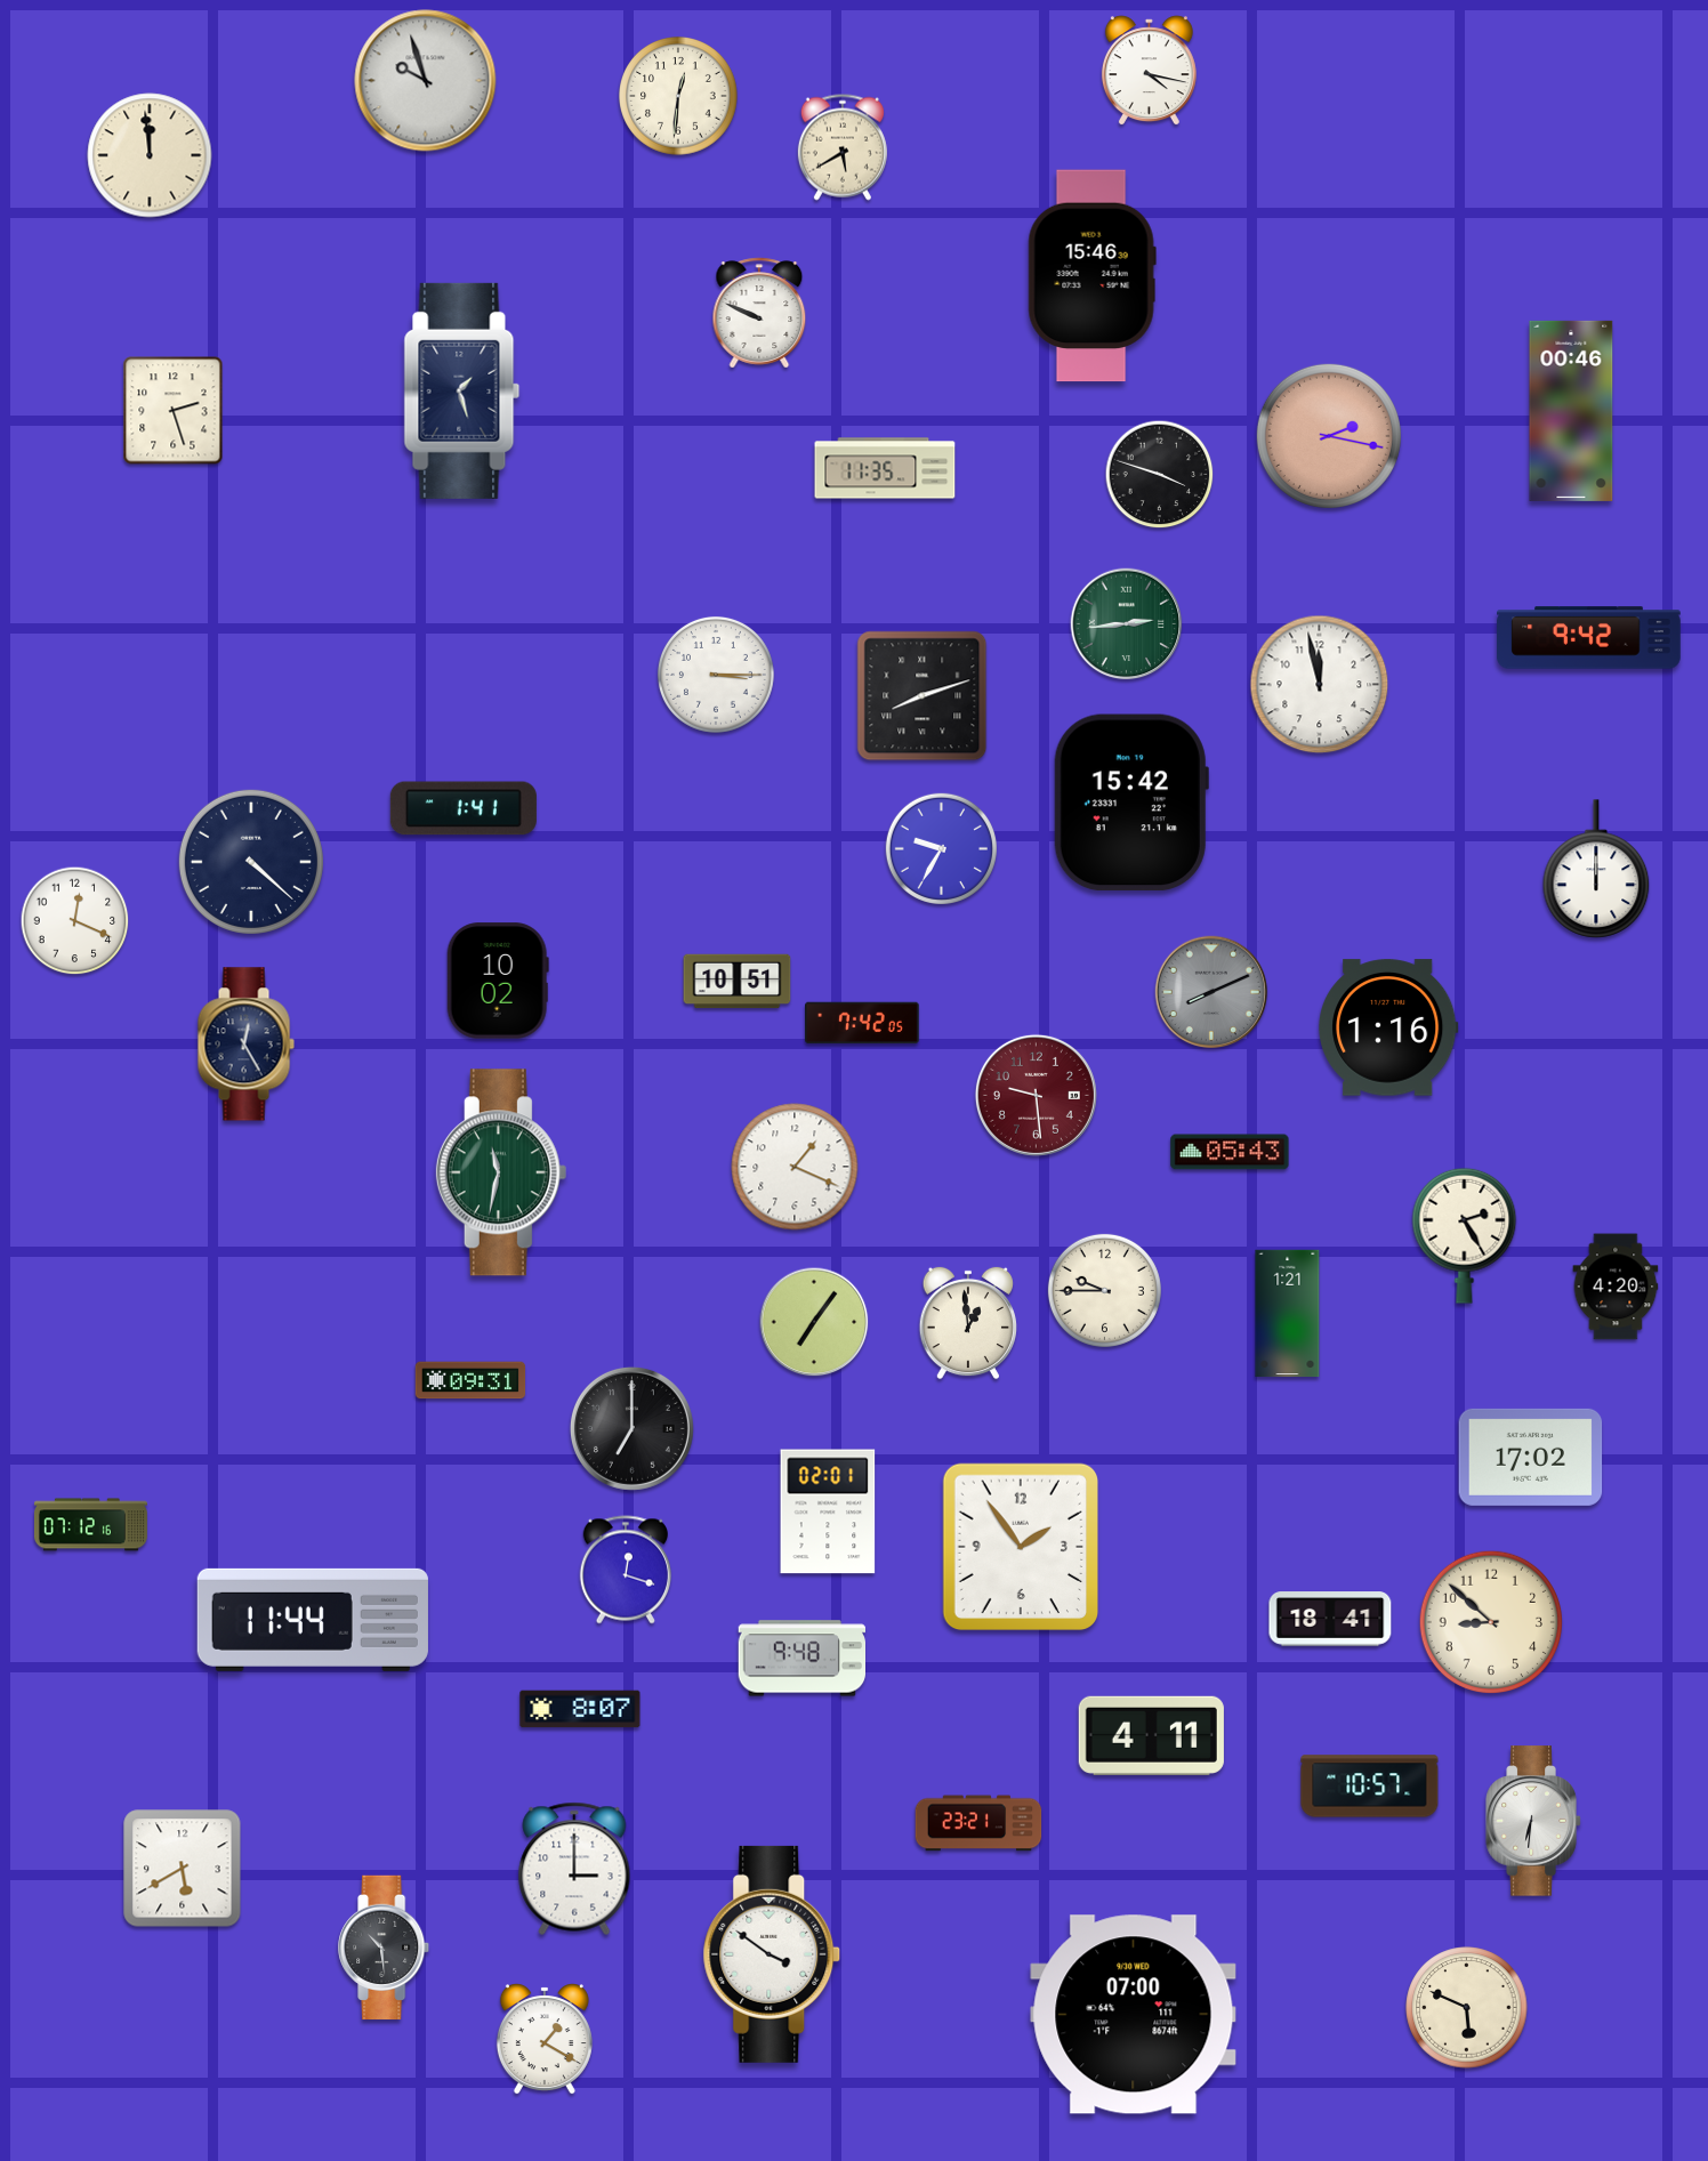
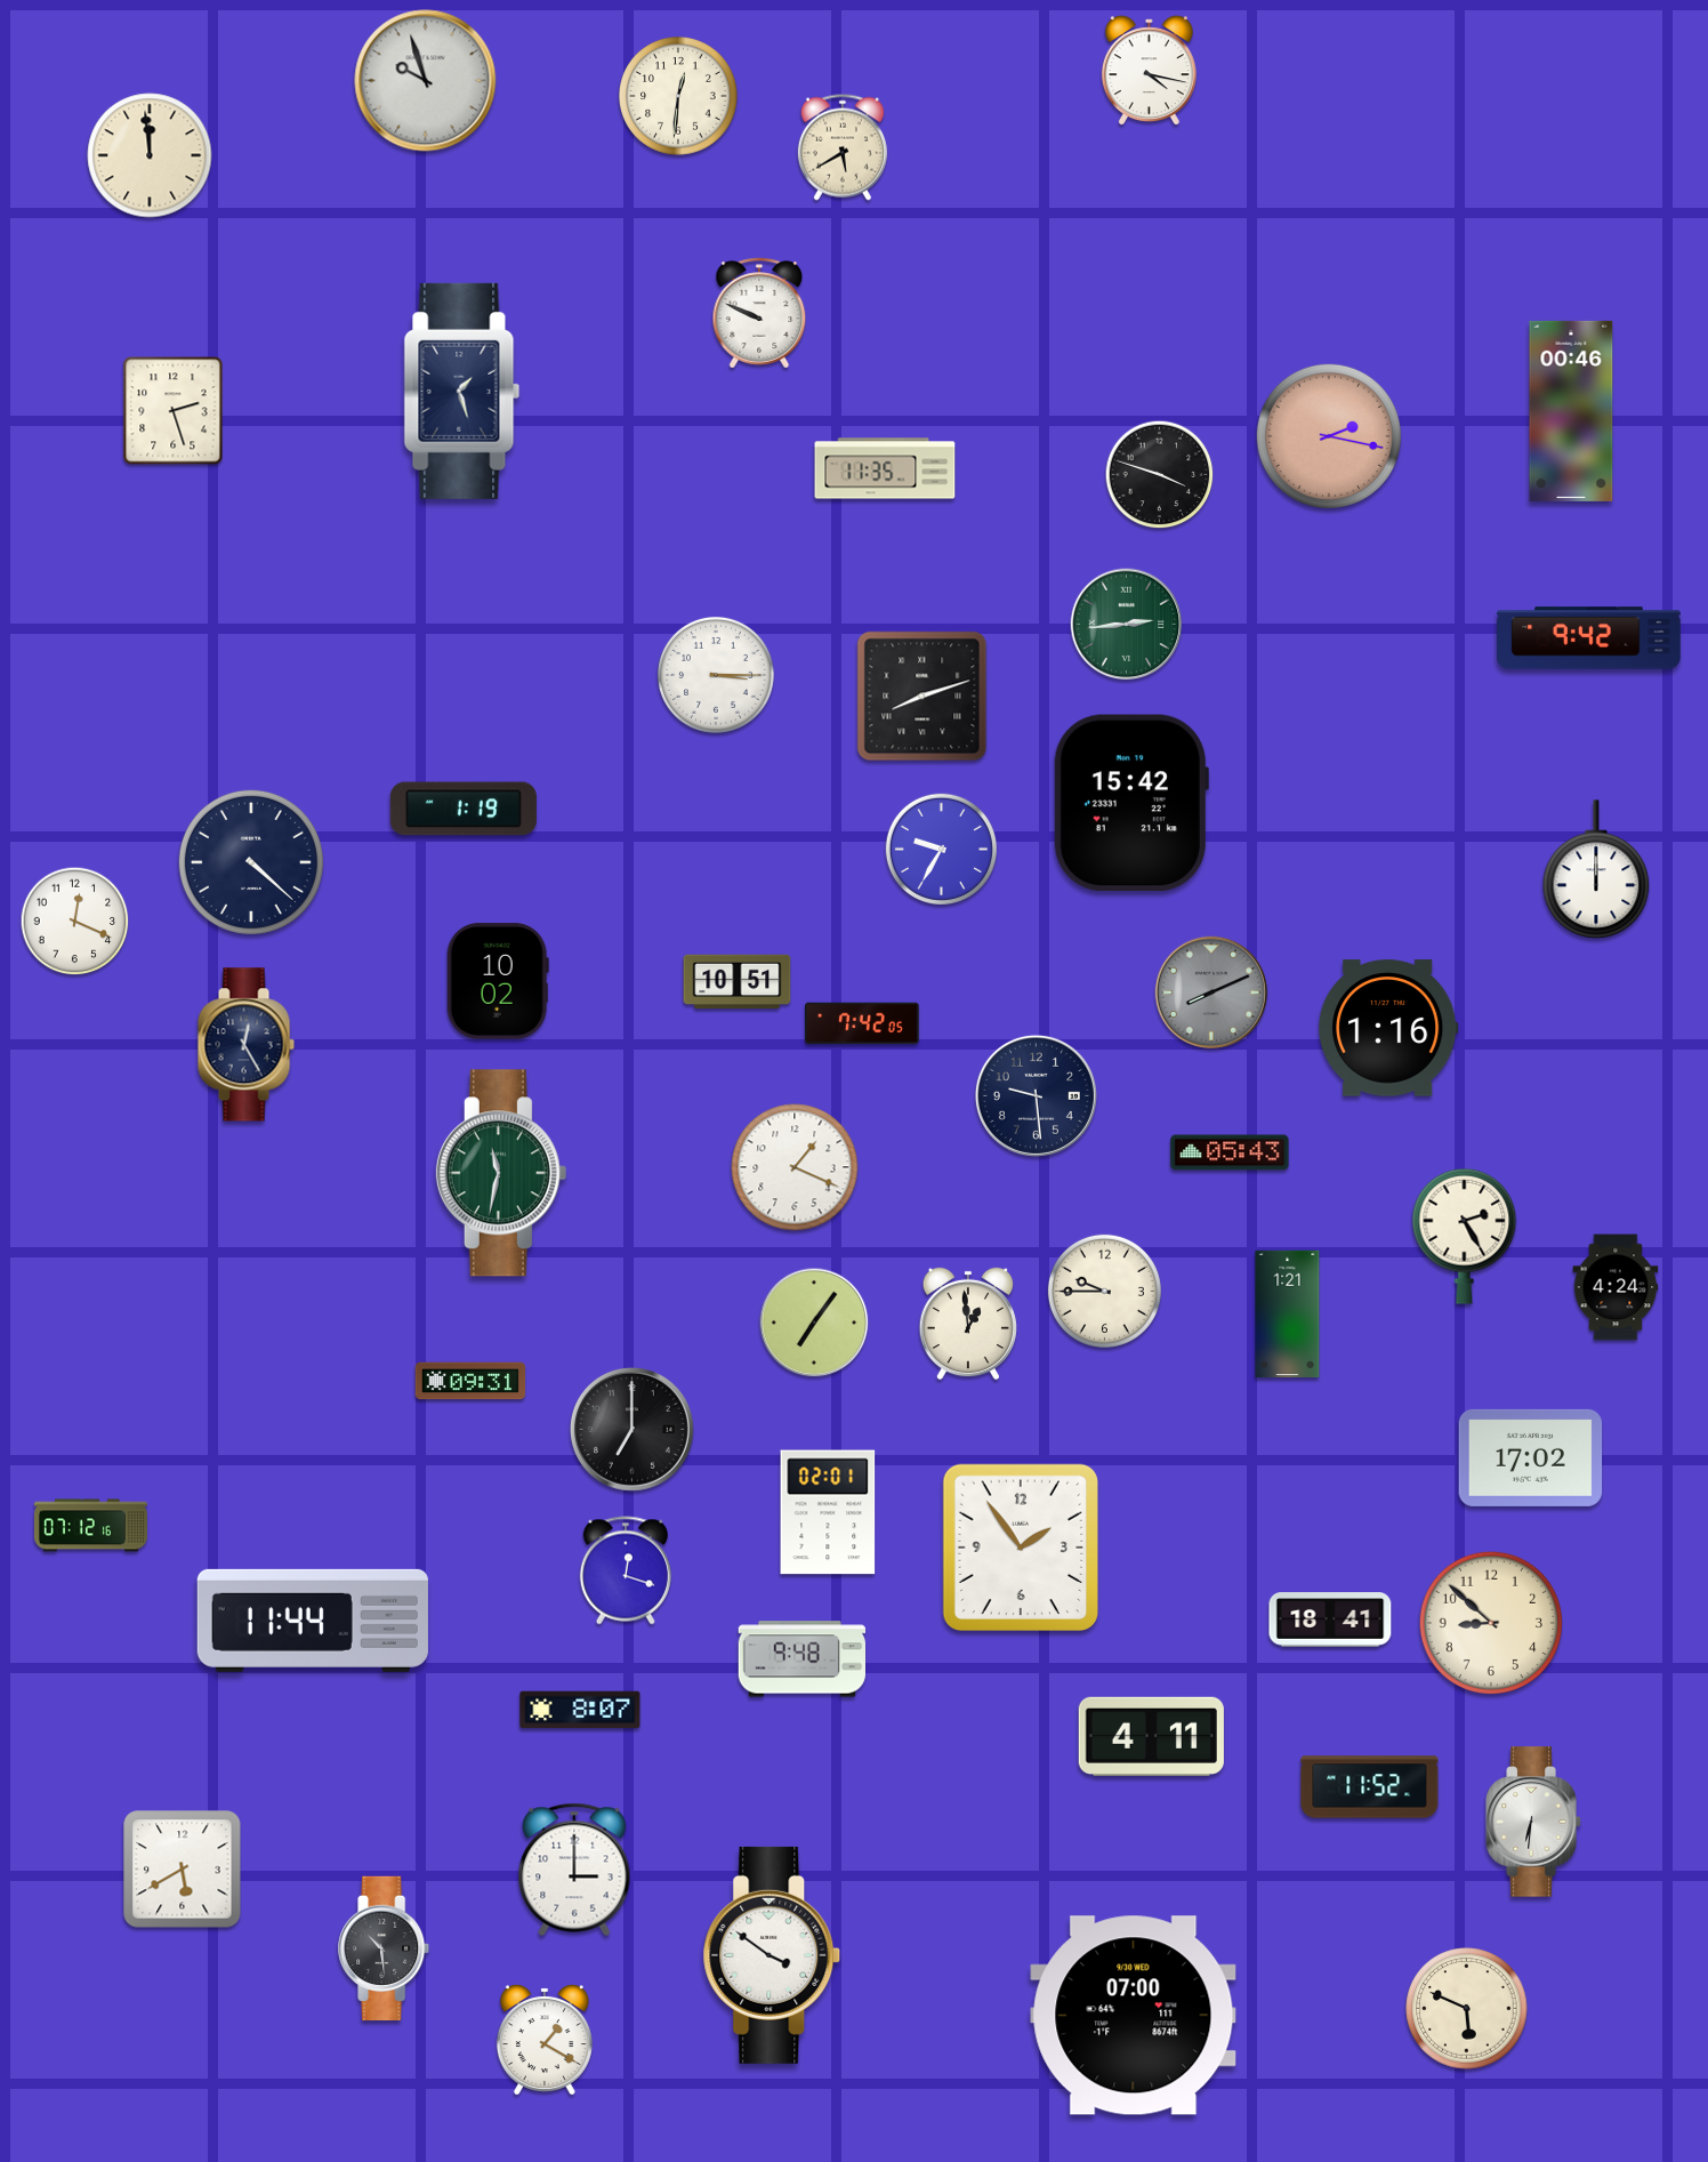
clock at (1091, 276): 15:46 -> none
clock at (1320, 685): 11:58 -> none
clock at (464, 808): 1:41 -> 1:19
clock at (1036, 1095) dial: burgundy -> navy
clock at (1616, 1287): 4:20 -> 4:24
clock at (1370, 1787): 10:57 -> 11:52
clock at (978, 1823): 23:21 -> none
